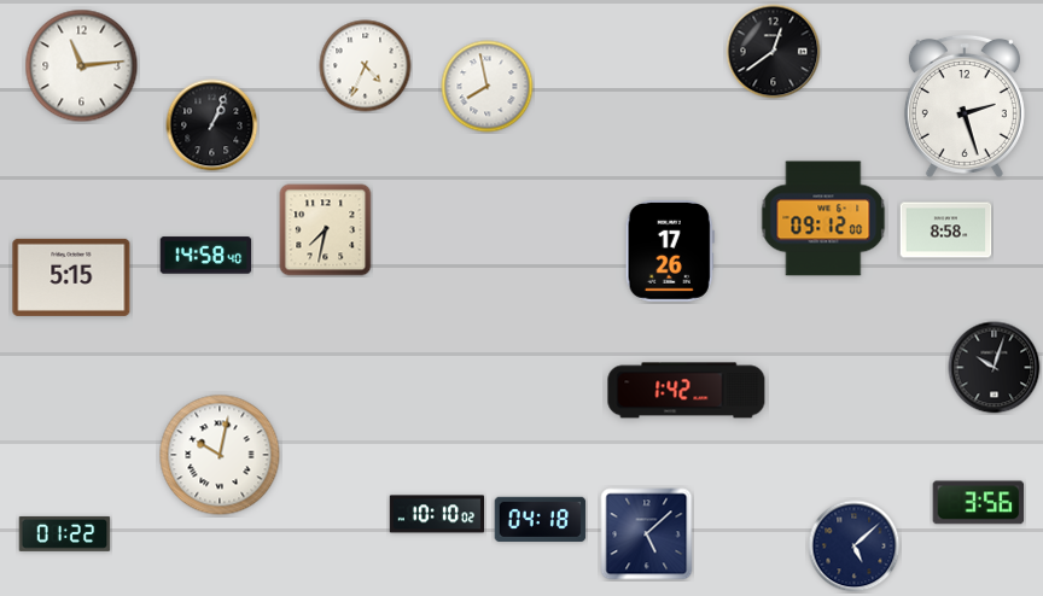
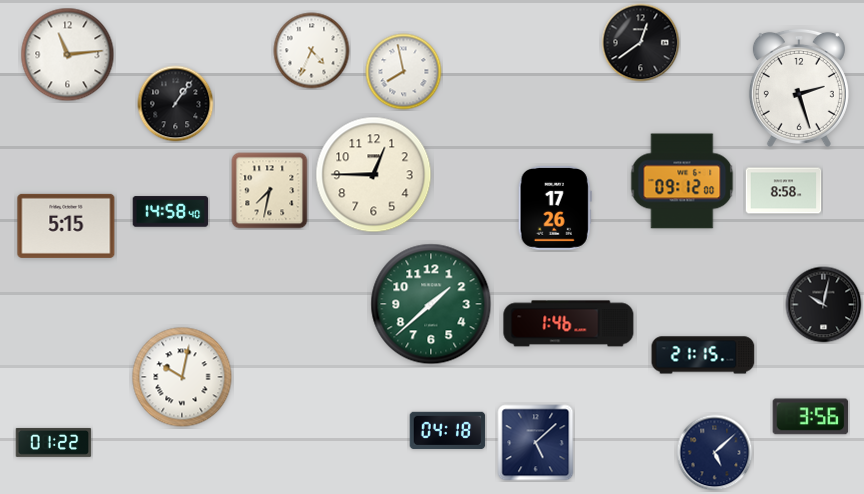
clock at (366, 66) position: (366, 66) -> (312, 51)
clock at (212, 125): 1:04 -> 1:06
clock at (374, 175): none -> 12:45
clock at (71, 277) position: (71, 277) -> (66, 226)
clock at (431, 304): none -> 1:38
clock at (995, 368): 10:03 -> 10:02
clock at (687, 391): 1:42 -> 1:46
clock at (703, 355): none -> 21:15
clock at (436, 514): 10:10 -> none
clock at (855, 547) position: (855, 547) -> (715, 453)
